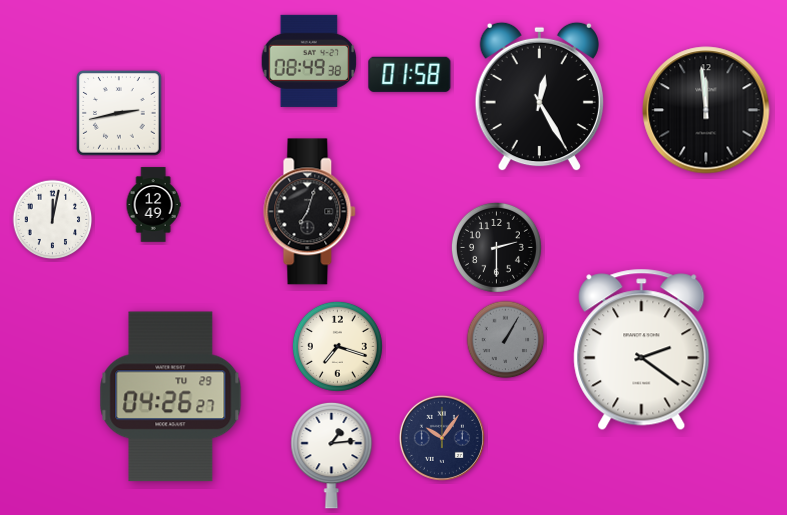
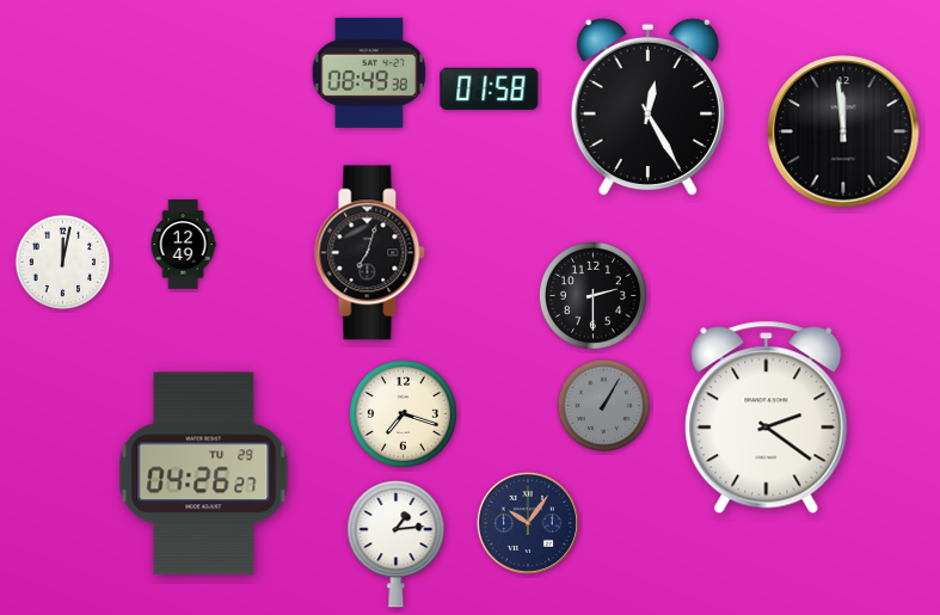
clock at (539, 97) position: (539, 97) -> (647, 107)
clock at (119, 113): 2:43 -> none
